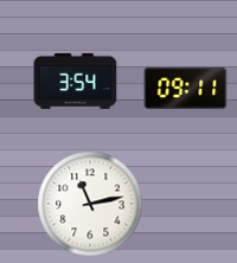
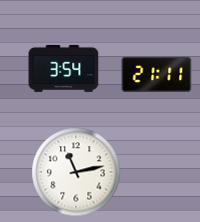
clock at (186, 88): 09:11 -> 21:11
